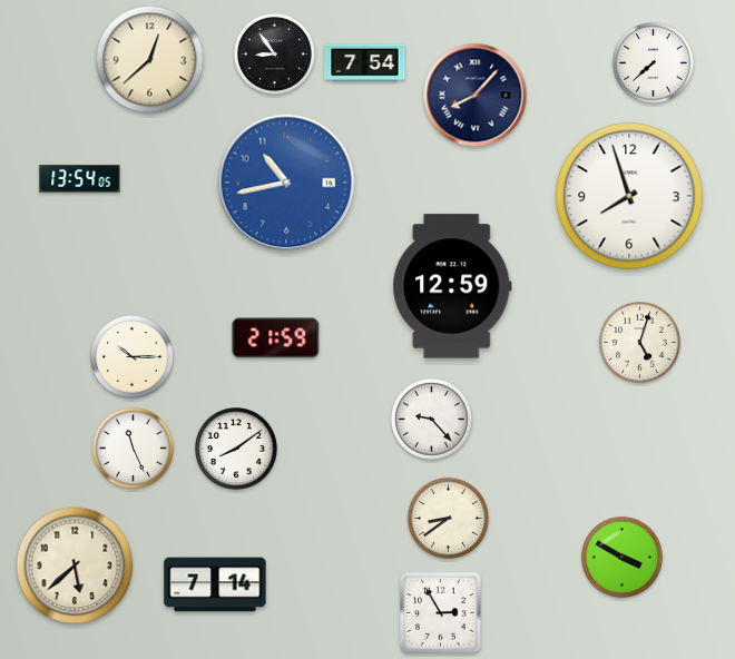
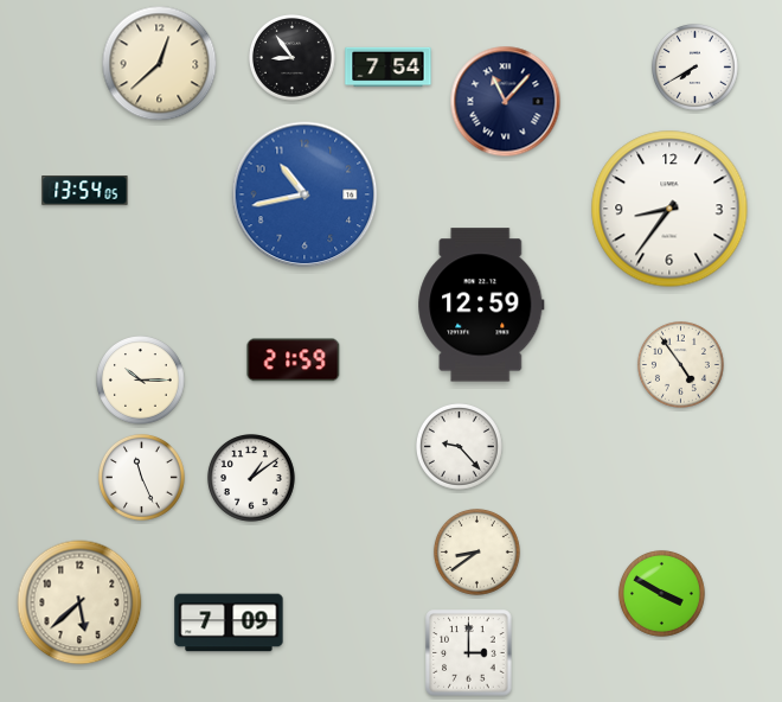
clock at (653, 62): 7:38 -> 7:40
clock at (476, 96): 8:07 -> 11:07
clock at (629, 196): 7:57 -> 8:36
clock at (639, 342): 5:03 -> 4:54
clock at (236, 449): 8:09 -> 1:09
clock at (215, 584): 7:14 -> 7:09
clock at (441, 613): 2:55 -> 3:00
